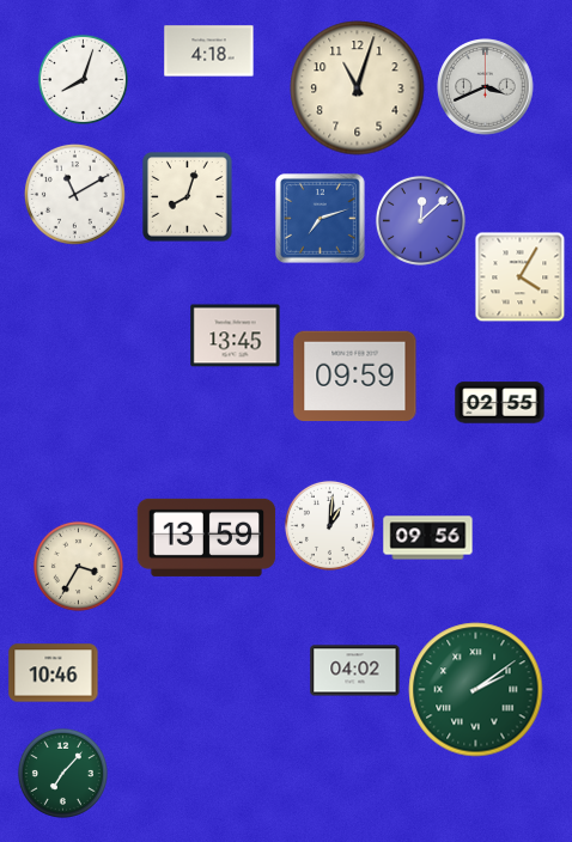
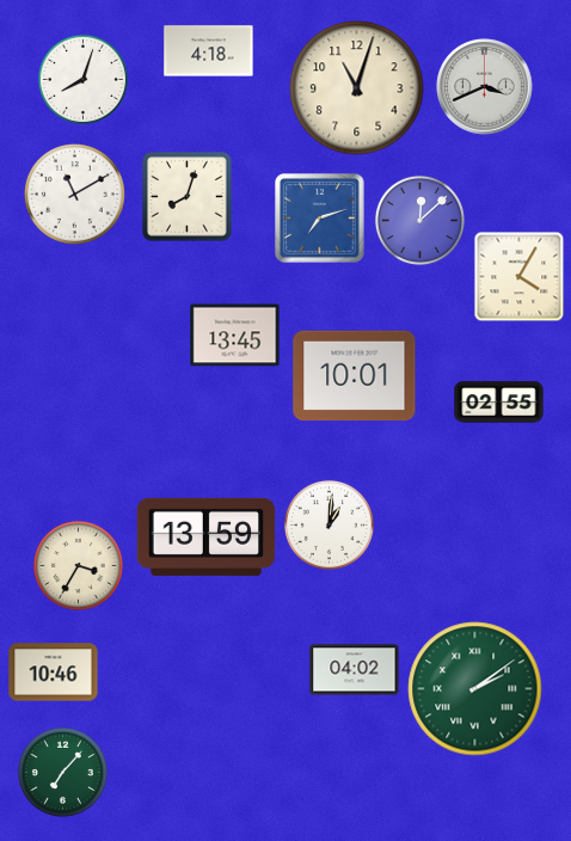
clock at (355, 377): 09:59 -> 10:01
clock at (428, 538): 09:56 -> none
